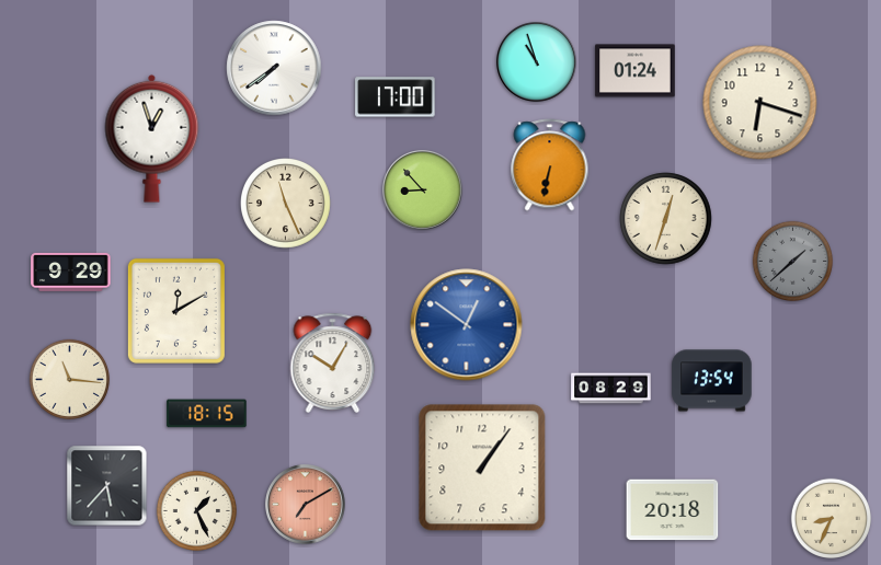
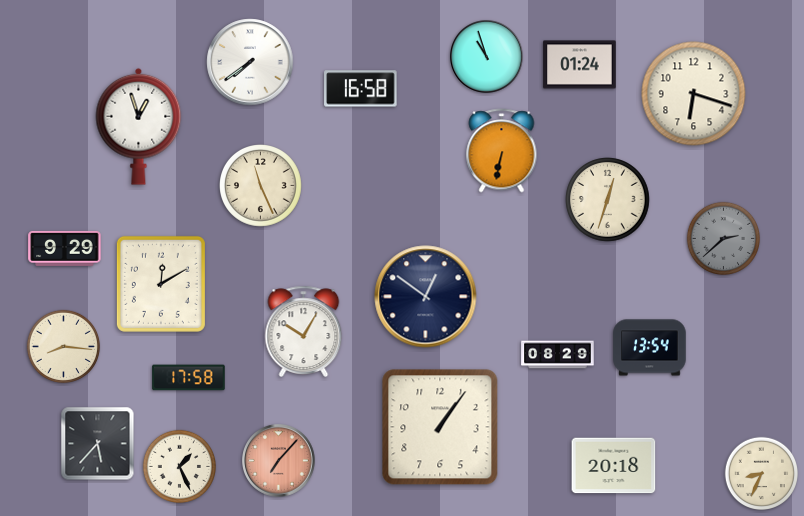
clock at (537, 62) position: (537, 62) -> (487, 57)
clock at (396, 97): 17:00 -> 16:58
clock at (423, 191): 8:53 -> none
clock at (793, 262): 1:38 -> 2:38
clock at (467, 325) dial: blue -> navy
clock at (70, 380): 11:16 -> 8:16
clock at (207, 414): 18:15 -> 17:58
clock at (306, 505): 7:10 -> 7:07
clock at (832, 519) position: (832, 519) -> (762, 474)
